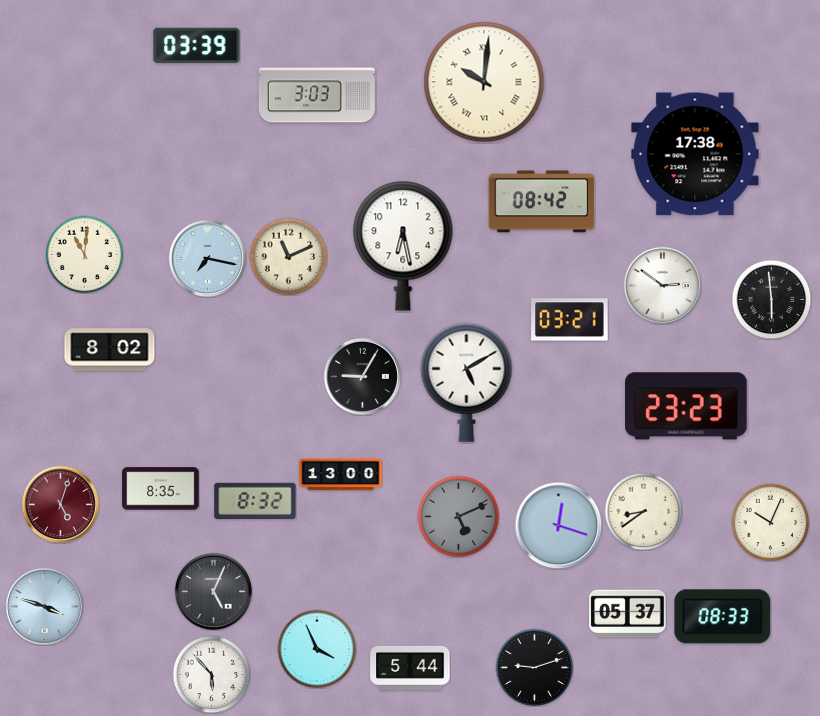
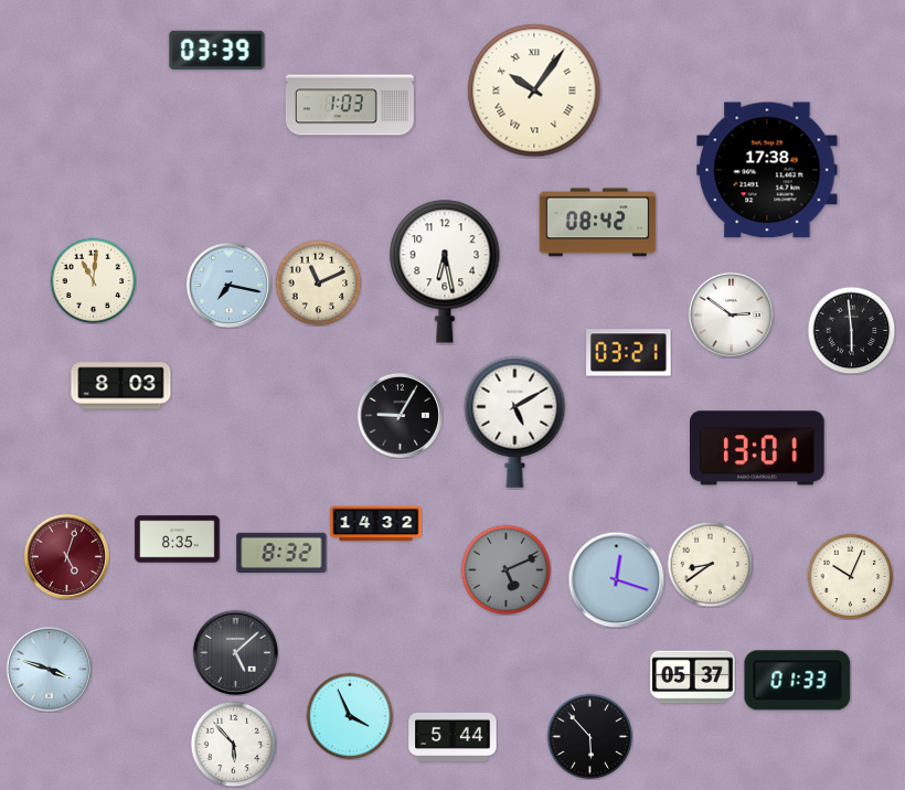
clock at (484, 82): 10:01 -> 10:06
clock at (317, 95): 3:03 -> 1:03
clock at (110, 350): 8:02 -> 8:03
clock at (687, 406): 23:23 -> 13:01
clock at (341, 475): 13:00 -> 14:32
clock at (213, 591): 5:04 -> 5:08
clock at (723, 617): 08:33 -> 01:33
clock at (534, 667): 9:12 -> 5:53
